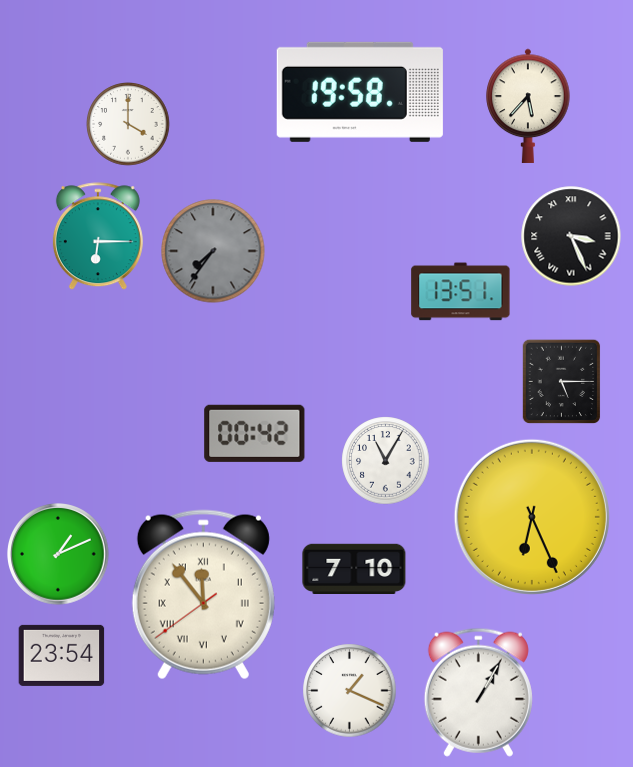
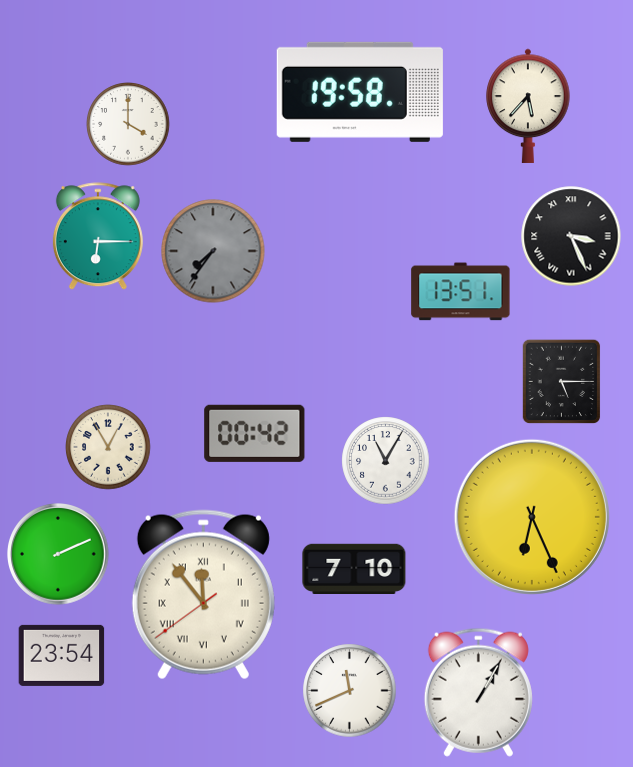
clock at (108, 447): none -> 12:55
clock at (59, 555): 1:11 -> 2:11
clock at (350, 691): 1:19 -> 11:41
